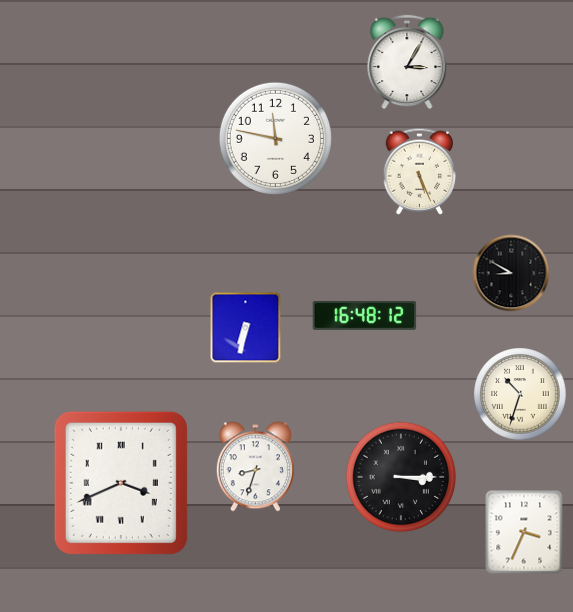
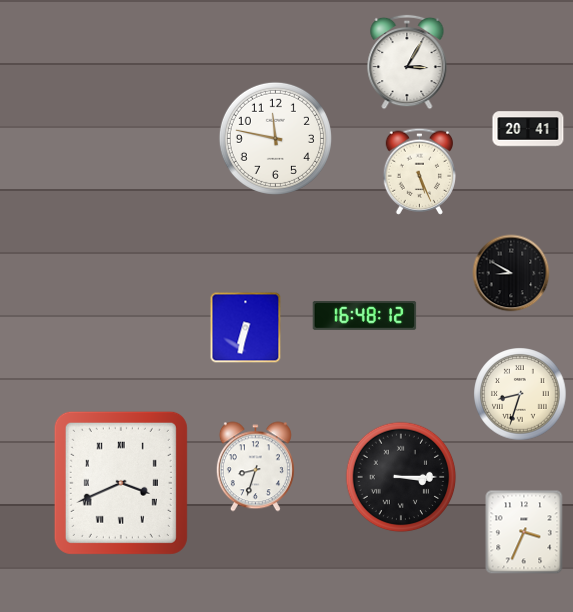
clock at (528, 129): none -> 20:41
clock at (520, 394): 10:33 -> 8:33
